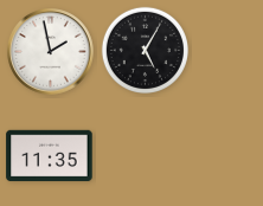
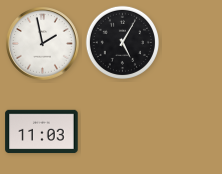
clock at (50, 156): 11:35 -> 11:03
